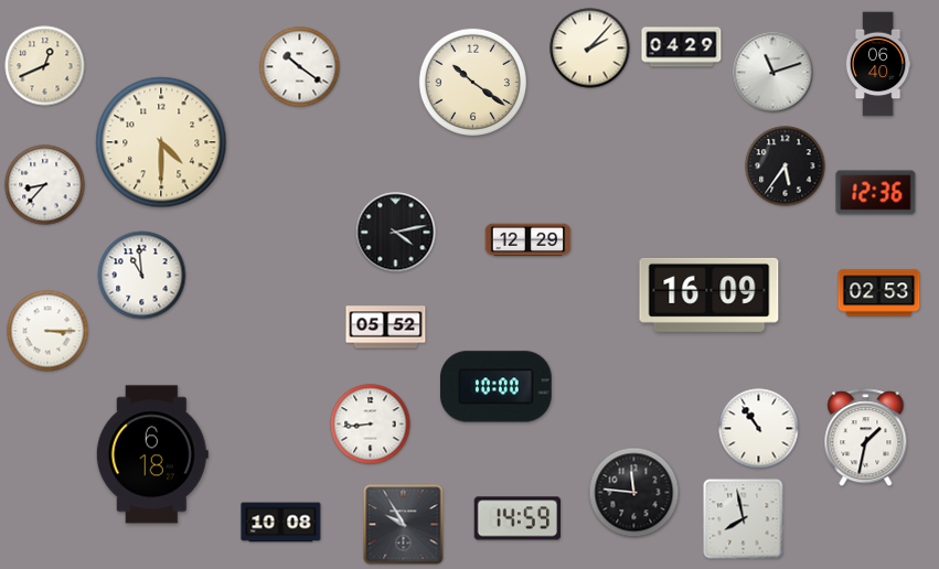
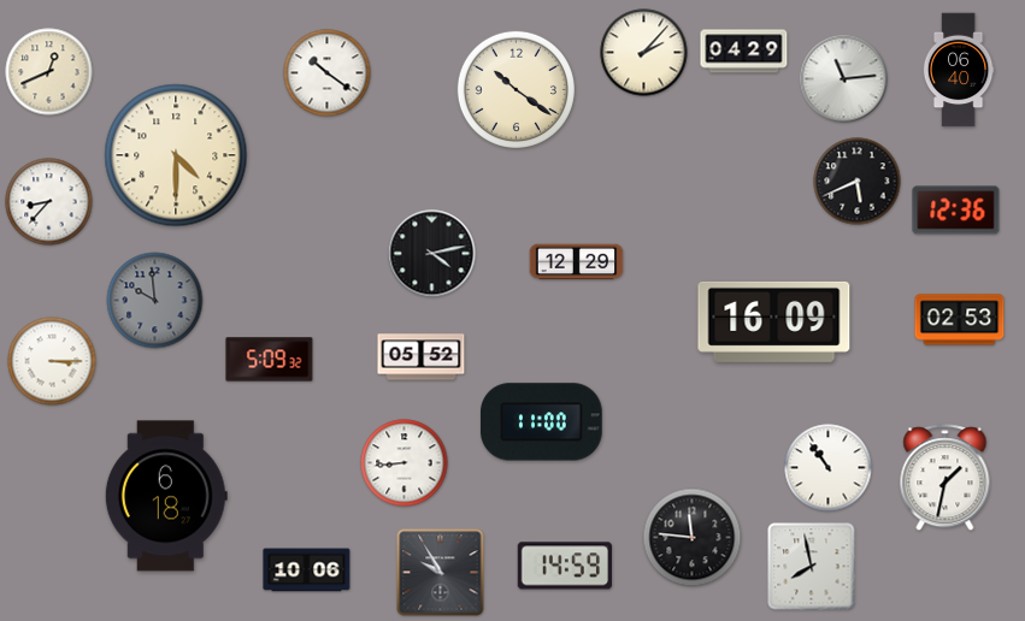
clock at (773, 73): 11:12 -> 11:14
clock at (786, 167): 5:36 -> 5:41
clock at (142, 276): 10:59 -> 9:59
clock at (142, 276) dial: white -> grey
clock at (270, 360): none -> 5:09
clock at (497, 387): 10:00 -> 11:00
clock at (281, 523): 10:08 -> 10:06
